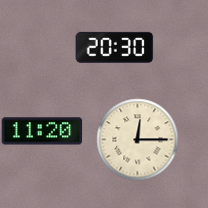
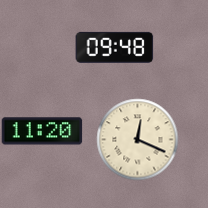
clock at (114, 47): 20:30 -> 09:48
clock at (137, 139): 12:15 -> 12:19
